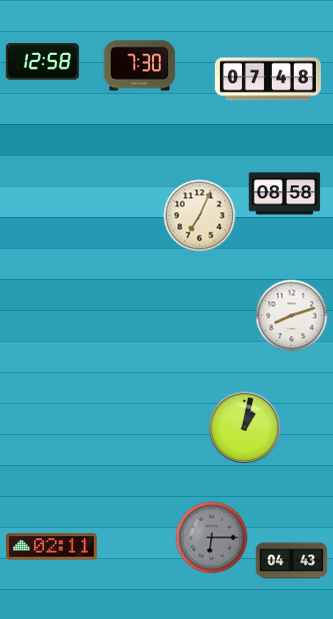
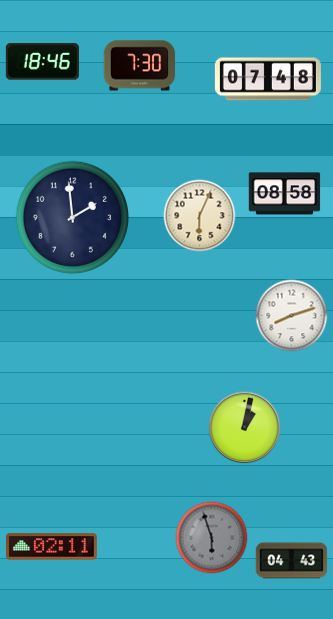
clock at (42, 62): 12:58 -> 18:46
clock at (200, 216): 7:04 -> 6:04
clock at (72, 217): none -> 1:59
clock at (212, 538): 6:15 -> 5:57
